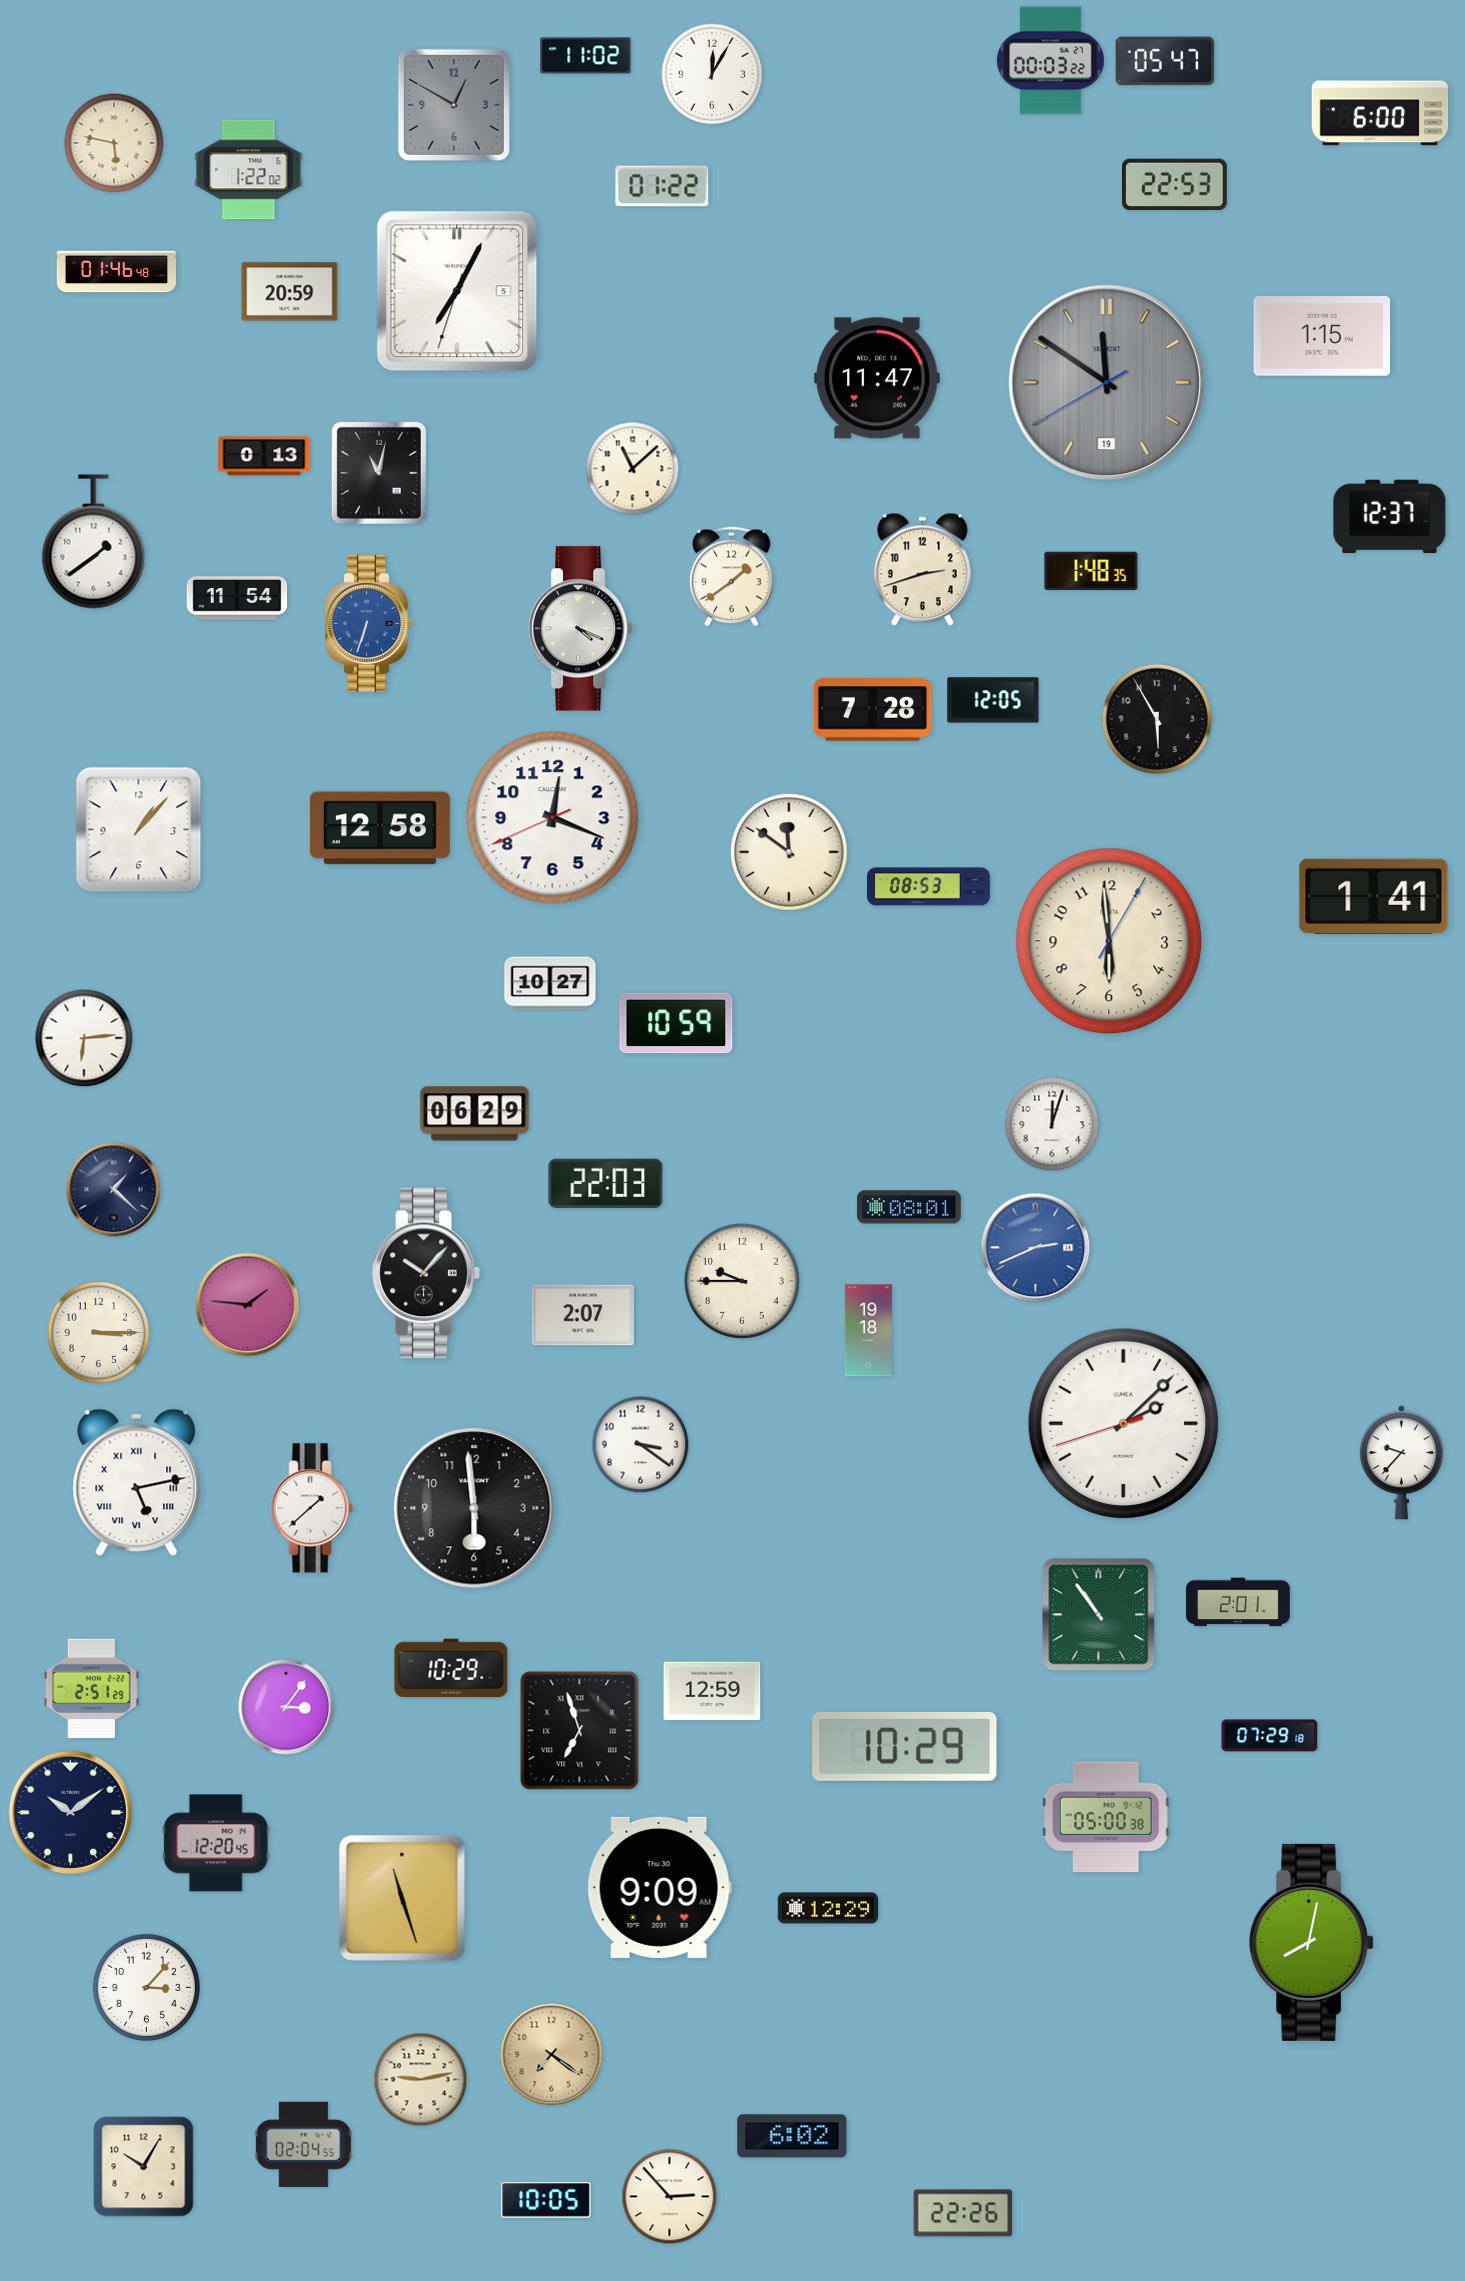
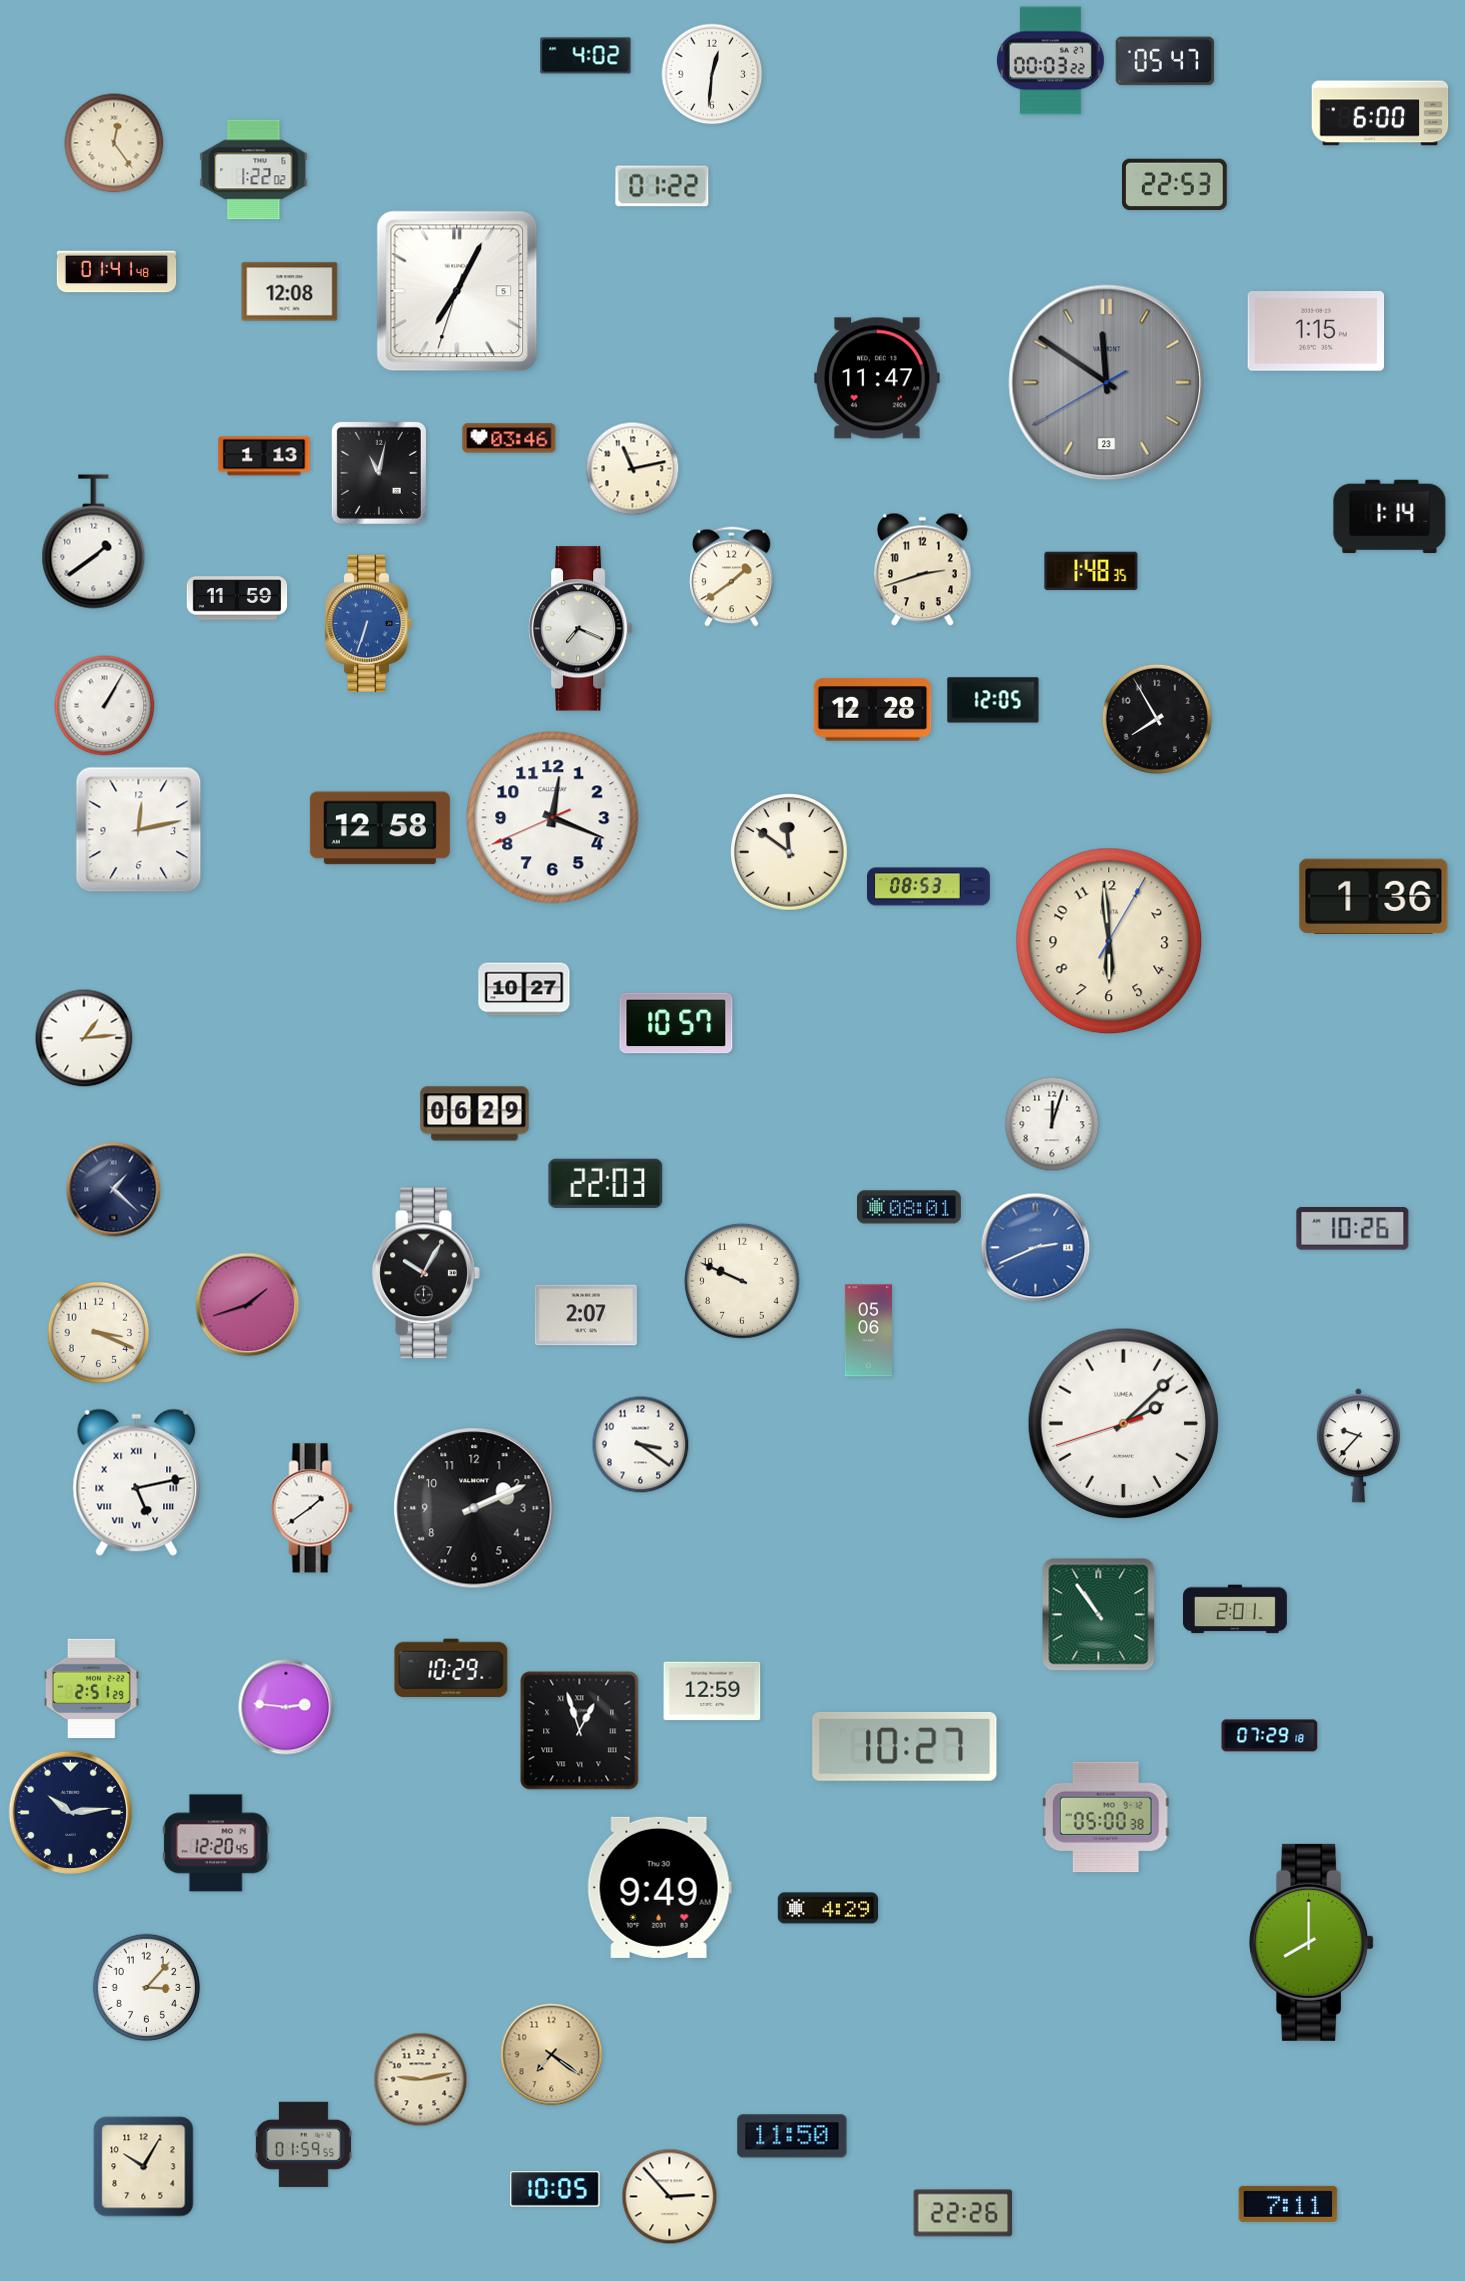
clock at (586, 56): 11:02 -> 4:02
clock at (712, 74): 12:05 -> 12:31
clock at (454, 105): 12:50 -> none
clock at (114, 143): 5:47 -> 12:24
clock at (249, 170) position: (249, 170) -> (254, 170)
clock at (117, 272): 01:46 -> 01:41
clock at (290, 292): 20:59 -> 12:08
clock at (1322, 337) position: (1322, 337) -> (1316, 332)
clock at (1107, 383) date: 19 -> 23
clock at (509, 438): none -> 03:46
clock at (264, 456): 0:13 -> 1:13
clock at (633, 469): 11:08 -> 11:13
clock at (1390, 517): 12:37 -> 1:14
clock at (237, 598): 11:54 -> 11:59
clock at (580, 629): 4:19 -> 7:19
clock at (105, 706): none -> 1:05
clock at (873, 710): 7:28 -> 12:28
clock at (1157, 719): 5:55 -> 7:55
clock at (139, 830): 1:07 -> 12:13
clock at (1374, 896): 1:41 -> 1:36
clock at (550, 983) position: (550, 983) -> (524, 989)
clock at (676, 1023): 10:59 -> 10:57
clock at (84, 1038): 6:14 -> 1:14
clock at (1353, 1229): none -> 10:26
clock at (426, 1273): 10:07 -> 10:05
clock at (742, 1281): 9:45 -> 9:49
clock at (248, 1305): 1:46 -> 1:42
clock at (583, 1315) position: (583, 1315) -> (586, 1315)
clock at (868, 1331): 19:18 -> 05:06
clock at (99, 1333): 3:15 -> 3:19
clock at (1401, 1463) position: (1401, 1463) -> (1358, 1446)
clock at (312, 1508): 1:38 -> 1:39
clock at (474, 1508): 5:59 -> 2:11
clock at (1238, 1602) position: (1238, 1602) -> (1235, 1609)
clock at (286, 1707): 3:06 -> 2:46
clock at (580, 1731): 6:57 -> 12:57
clock at (905, 1746): 10:29 -> 10:27
clock at (70, 1812): 10:09 -> 10:14
clock at (659, 1887): 9:09 -> 9:49
clock at (402, 1898): 11:27 -> none
clock at (828, 1908): 12:29 -> 4:29
clock at (1312, 1942): 8:02 -> 8:00
clock at (792, 2136): 6:02 -> 11:50
clock at (303, 2144): 02:04 -> 01:59
clock at (546, 2200) position: (546, 2200) -> (555, 2189)
clock at (1288, 2204): none -> 7:11
